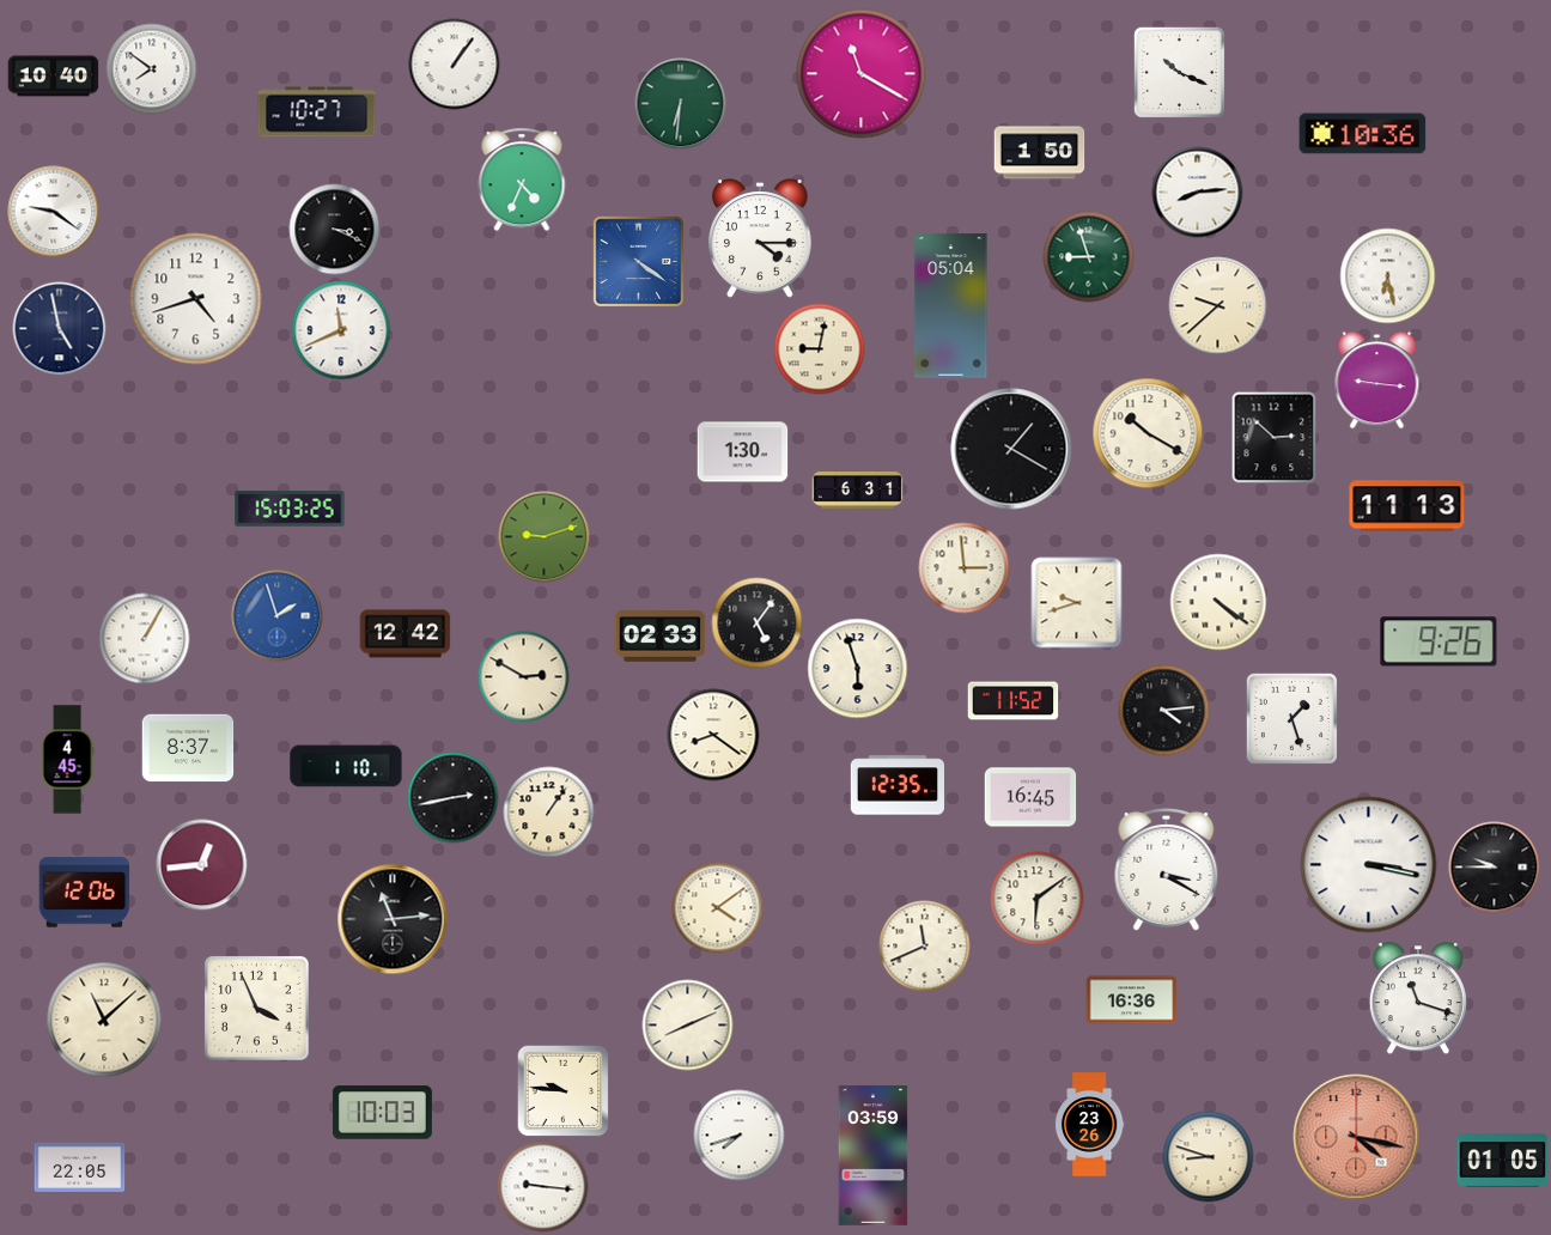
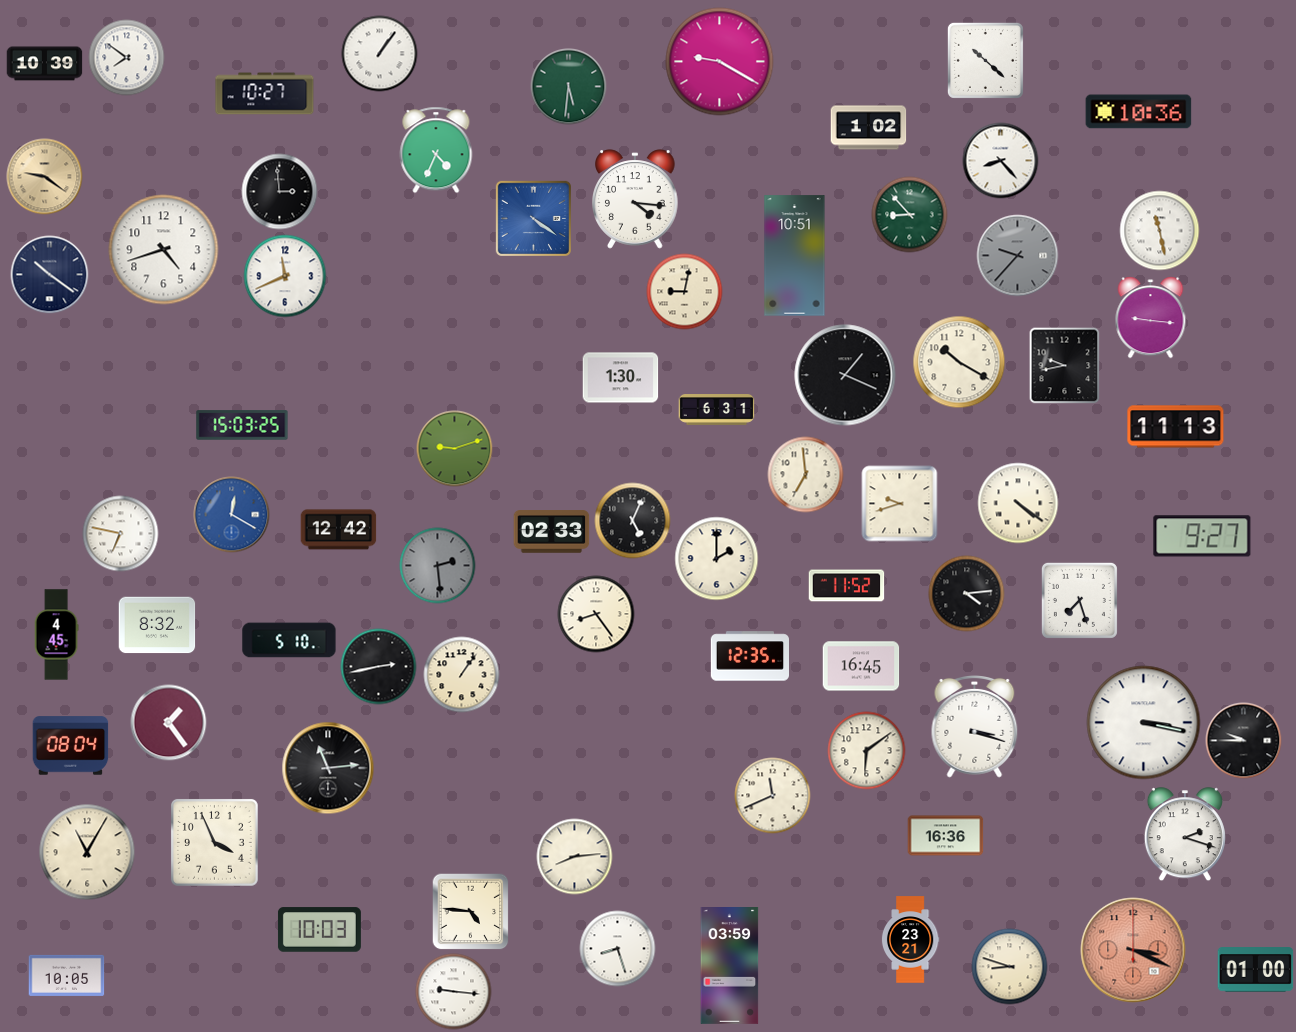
clock at (1179, 72): 10:19 -> 10:22
clock at (862, 74): 11:20 -> 9:20
clock at (54, 77): 10:40 -> 10:39
clock at (681, 104): 6:31 -> 5:31
clock at (1040, 153): 1:50 -> 1:02
clock at (1198, 193): 8:14 -> 8:23
clock at (54, 212) dial: white -> champagne
clock at (335, 230): 3:19 -> 2:59
clock at (760, 238): 4:15 -> 4:16
clock at (1089, 257): 8:57 -> 8:53
clock at (1388, 276): 6:28 -> 11:28
clock at (951, 306): 05:04 -> 10:51
clock at (1218, 306): 9:38 -> 9:37
clock at (1218, 306) dial: cream -> grey
clock at (60, 329): 4:58 -> 10:21
clock at (1275, 438): 2:52 -> 9:43
clock at (1011, 449): 1:20 -> 1:19
clock at (1407, 506) position: (1407, 506) -> (1176, 427)
clock at (965, 568): 2:59 -> 6:59
clock at (278, 616): 1:57 -> 12:20
clock at (758, 623): 5:06 -> 5:04
clock at (145, 639): 1:05 -> 6:47
clock at (1439, 641): 9:26 -> 9:27
clock at (858, 669): 5:57 -> 2:00
clock at (524, 677): 2:50 -> 2:29
clock at (524, 677) dial: cream -> grey
clock at (1164, 711) position: (1164, 711) -> (967, 594)
clock at (1291, 718): 1:27 -> 7:27
clock at (713, 735): 8:21 -> 8:24
clock at (188, 748): 8:37 -> 8:32
clock at (346, 766): 1:10 -> 5:10
clock at (549, 813) position: (549, 813) -> (462, 675)
clock at (202, 865): 12:44 -> 1:24
clock at (1495, 868) position: (1495, 868) -> (1244, 741)
clock at (1167, 870): 3:20 -> 3:18
clock at (85, 893): 12:06 -> 08:04
clock at (718, 908): 4:09 -> none
clock at (925, 947) position: (925, 947) -> (773, 796)
clock at (1418, 999): 11:18 -> 2:18
clock at (104, 1020): 11:08 -> 11:05
clock at (688, 1026): 8:11 -> 8:14
clock at (562, 1090): 9:46 -> 4:46
clock at (1089, 1125): 23:26 -> 23:21
clock at (740, 1136): 7:42 -> 8:27
clock at (1356, 1137): 4:17 -> 3:19
clock at (1503, 1161): 01:05 -> 01:00
clock at (80, 1167): 22:05 -> 10:05
